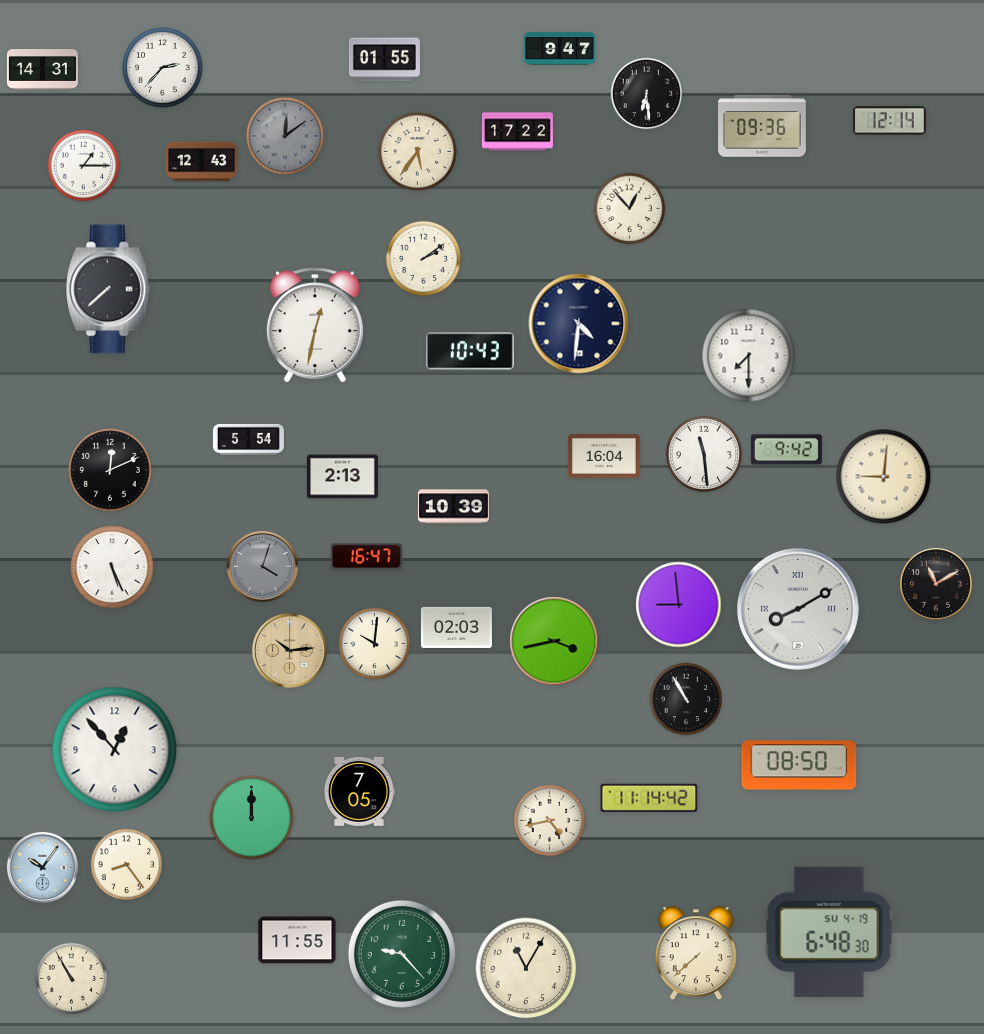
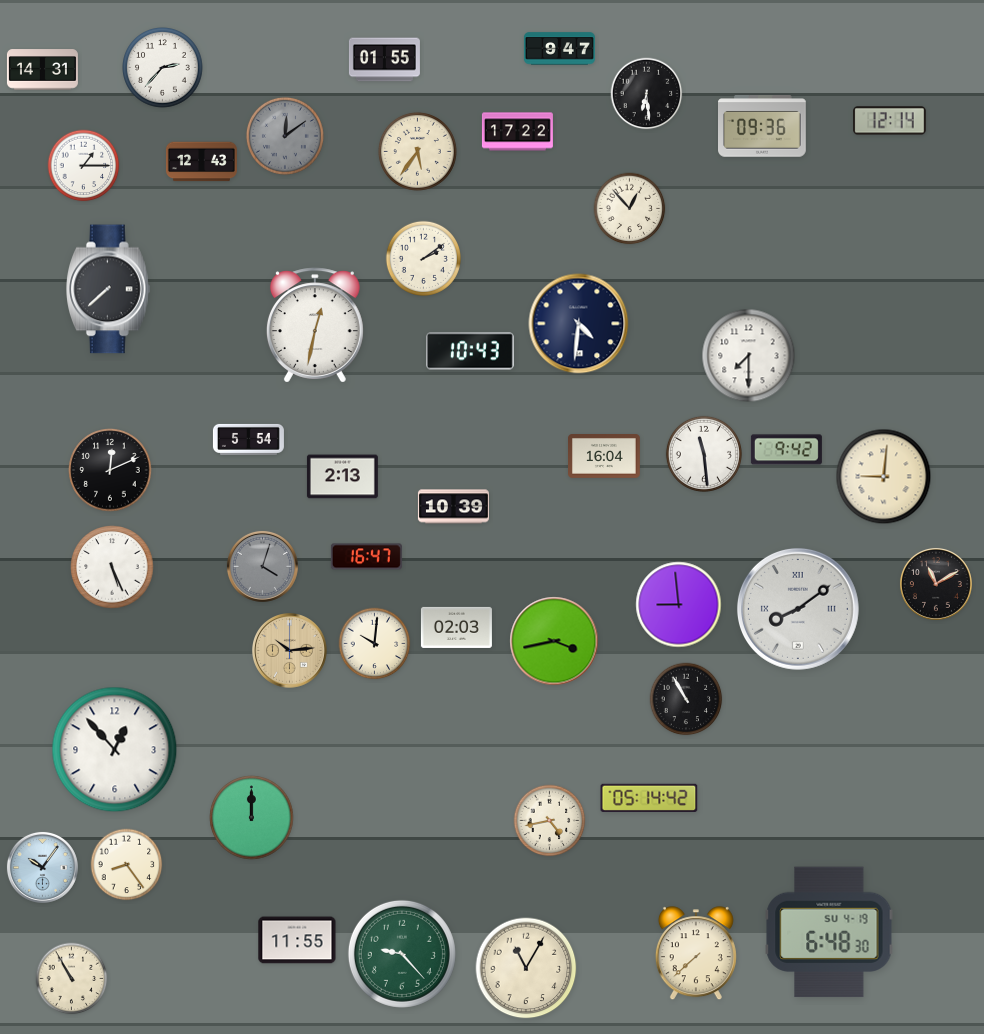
clock at (798, 609): 8:10 -> 8:09
clock at (799, 765): 08:50 -> none
clock at (360, 791): 7:05 -> none
clock at (649, 798): 11:14 -> 05:14
